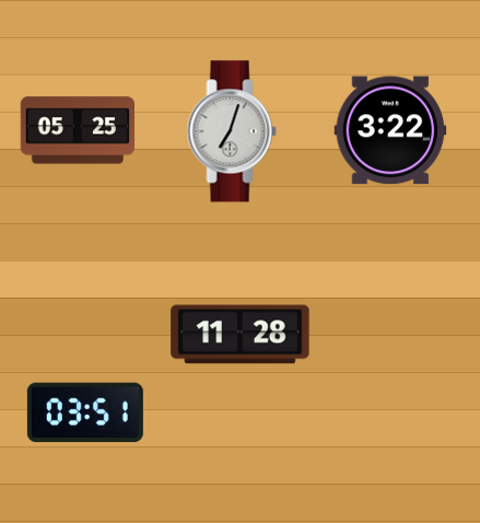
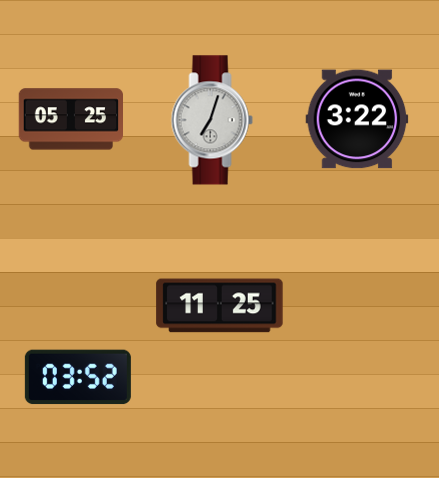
clock at (241, 335): 11:28 -> 11:25
clock at (85, 412): 03:51 -> 03:52
